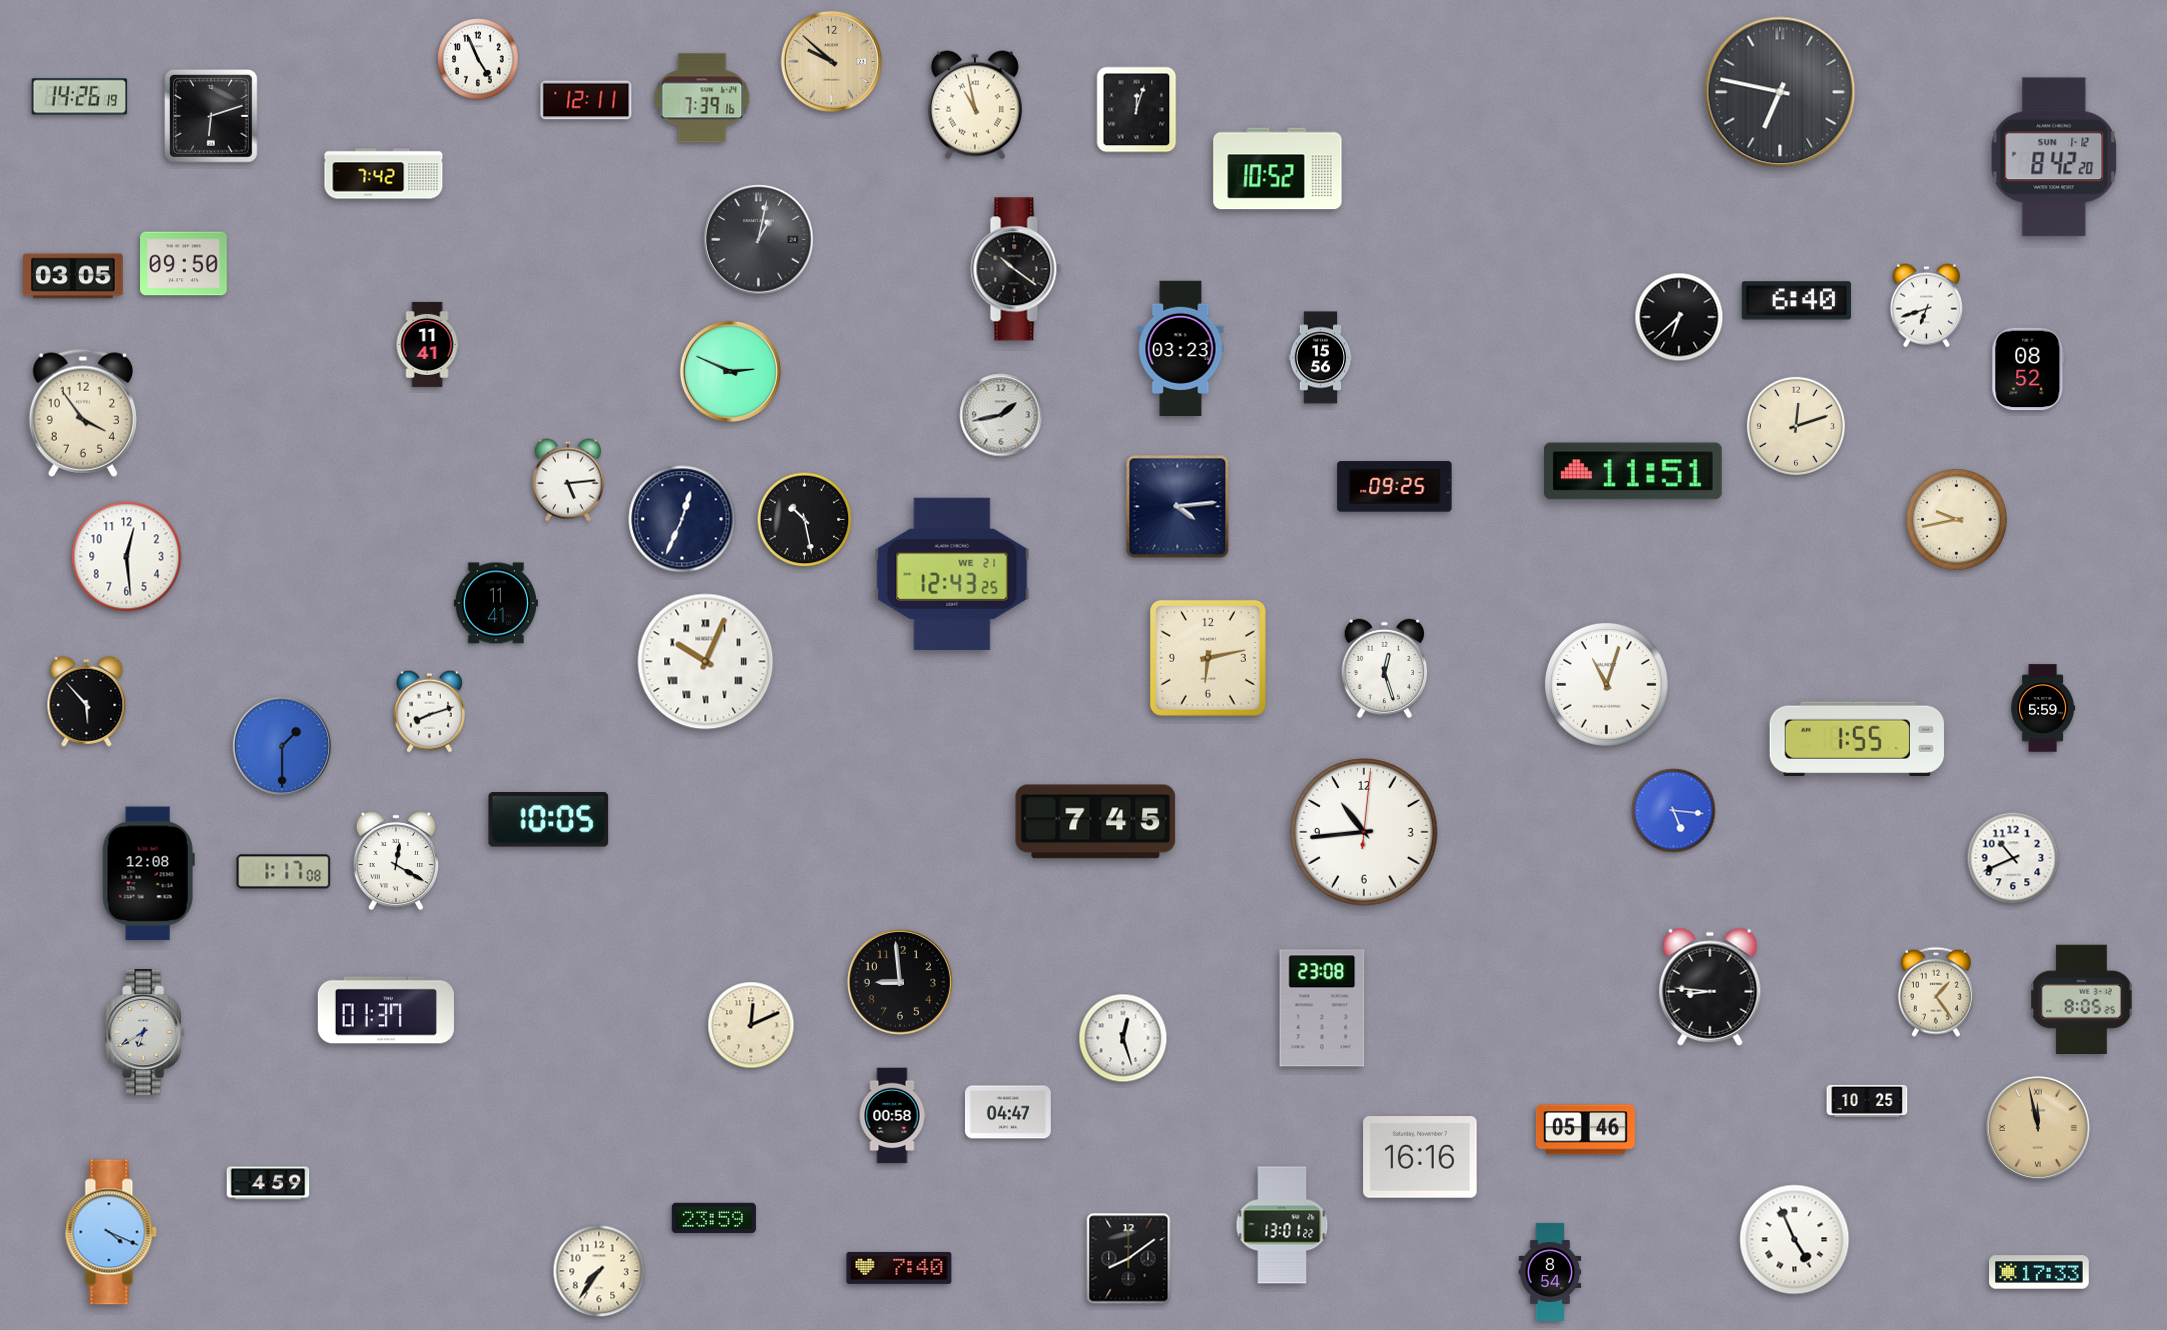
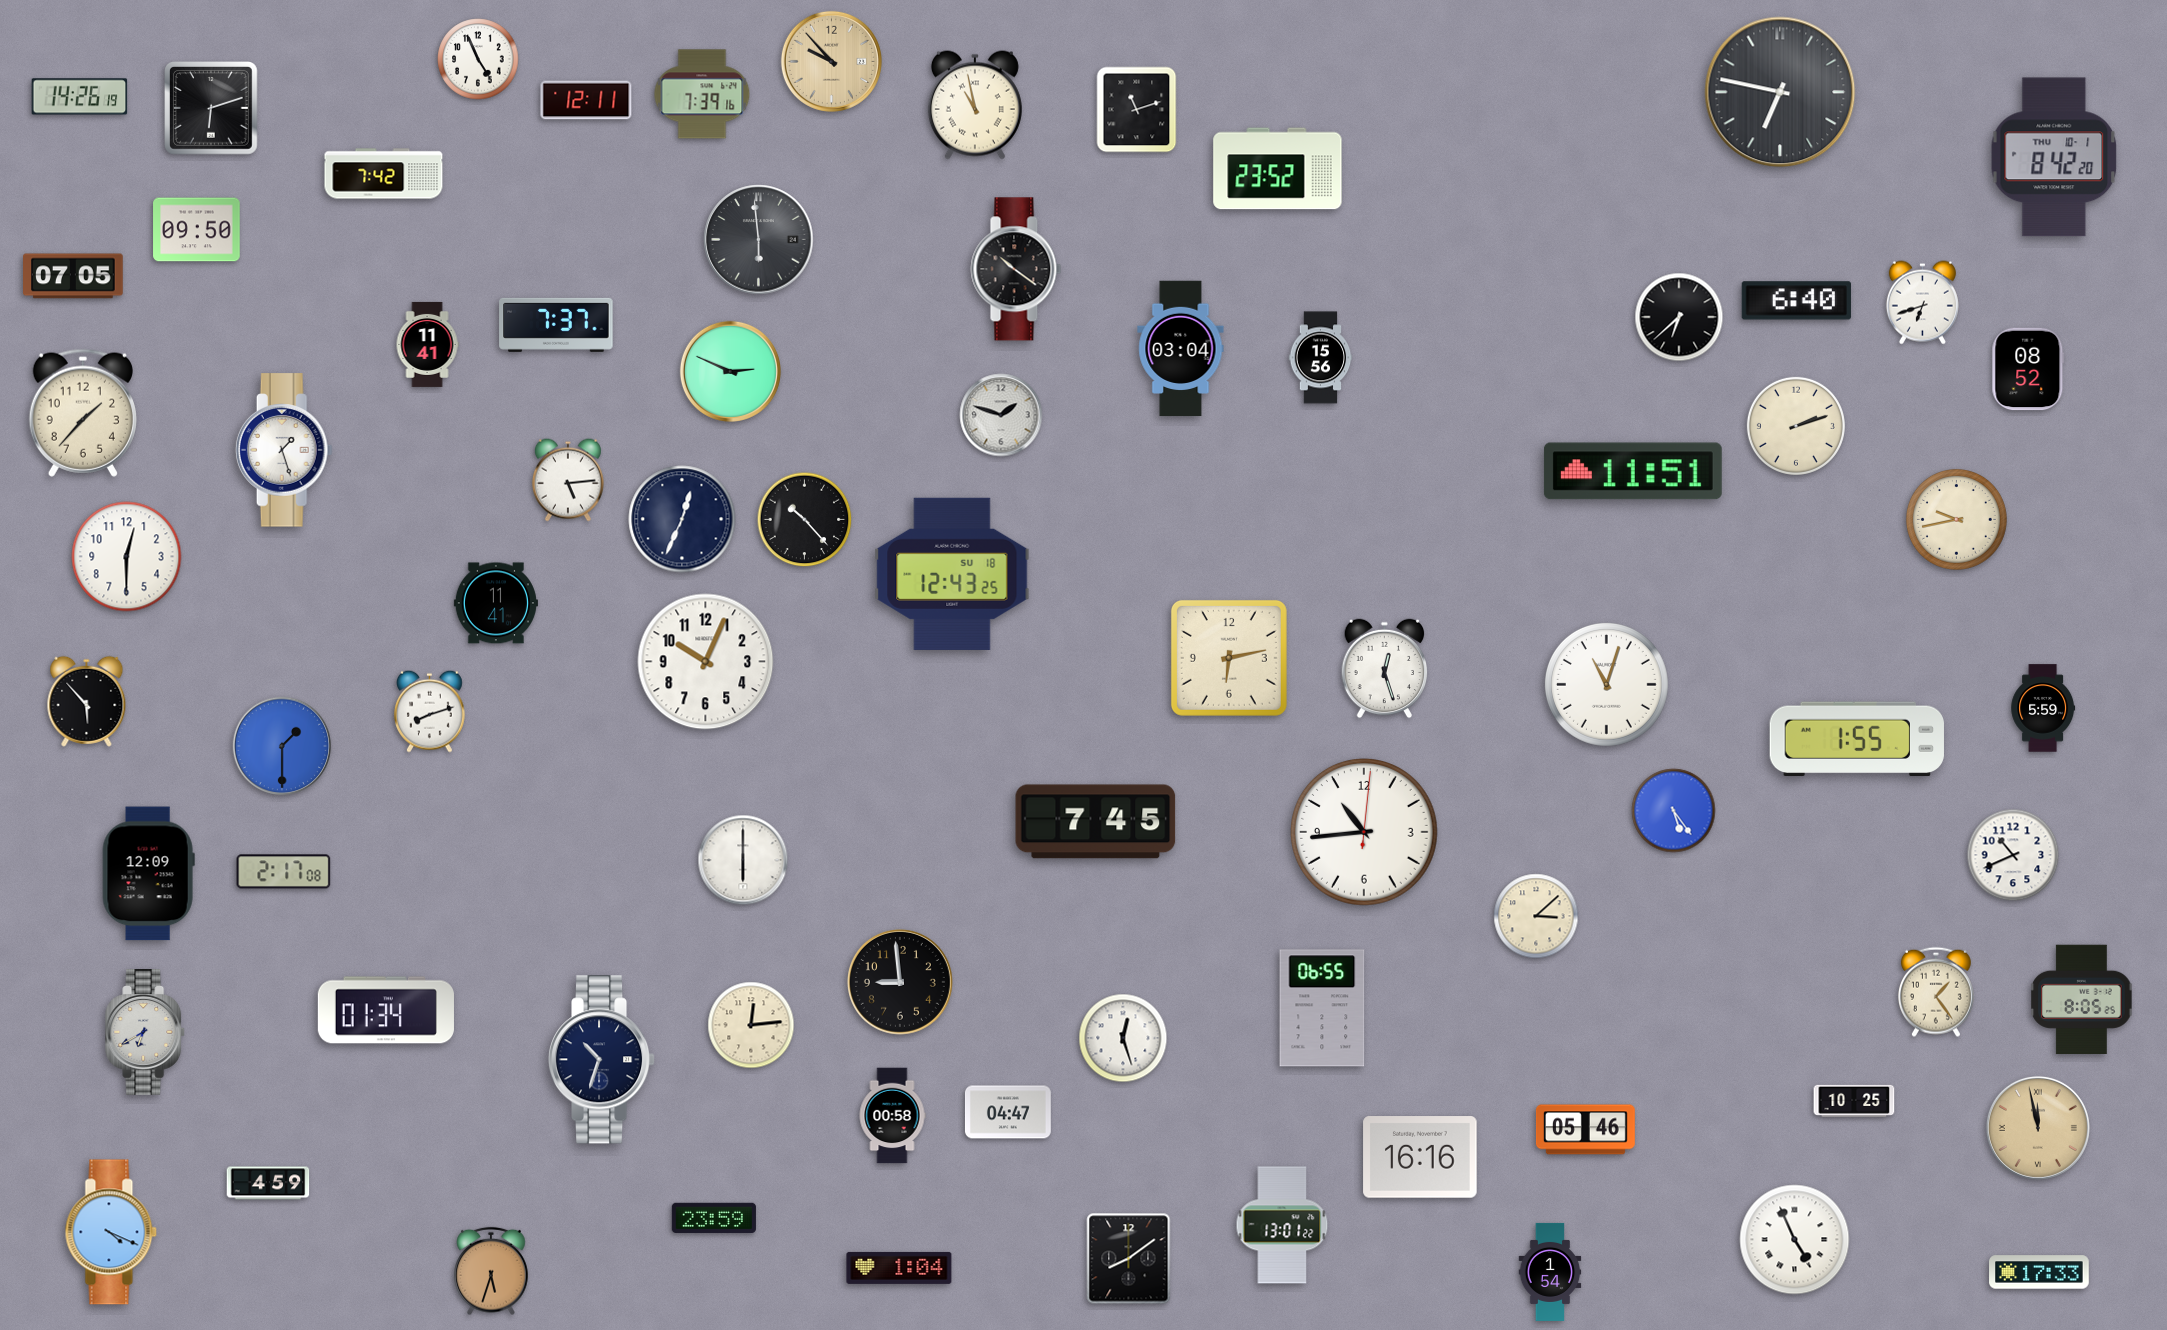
clock at (831, 61): 9:52 -> 9:53
clock at (702, 98) position: (702, 98) -> (702, 94)
clock at (1137, 110): 12:03 -> 11:12
clock at (212, 117) position: (212, 117) -> (212, 109)
clock at (2054, 157) date: SUN 1-12 -> THU 10-1
clock at (1278, 169): 10:52 -> 23:52
clock at (759, 240): 1:02 -> 5:59
clock at (184, 264) position: (184, 264) -> (197, 230)
clock at (74, 276): 03:05 -> 07:05
clock at (1926, 306) position: (1926, 306) -> (1922, 303)
clock at (556, 325): none -> 7:37
clock at (1181, 349): 03:23 -> 03:04
clock at (83, 413): 3:54 -> 1:37
clock at (1001, 415): 1:43 -> 1:48
clock at (1796, 426): 12:12 -> 2:12
clock at (284, 450): none -> 1:27
clock at (1395, 487): 09:25 -> none
clock at (1178, 507): 4:14 -> none
clock at (805, 520): 10:28 -> 10:23
clock at (127, 557): 12:29 -> 12:30
clock at (952, 574) date: WE 21 -> SU 18
clock at (1208, 658) position: (1208, 658) -> (1229, 658)
clock at (706, 662) numerals: Roman -> Arabic
clock at (1674, 811): 5:16 -> 5:24
clock at (549, 820): 10:05 -> none
clock at (2013, 858) position: (2013, 858) -> (2013, 855)
clock at (743, 860): none -> 6:00
clock at (395, 861): 12:20 -> none
clock at (284, 872): 1:17 -> 2:17
clock at (148, 874): 12:08 -> 12:09
clock at (1536, 916): none -> 3:08
clock at (1710, 987): 8:46 -> none
clock at (1322, 1008): 23:08 -> 06:55
clock at (386, 1010): 01:37 -> 01:34
clock at (751, 1025): 12:11 -> 12:14
clock at (602, 1060): none -> 10:33
clock at (1867, 1101) position: (1867, 1101) -> (1854, 1101)
clock at (899, 1268): 7:40 -> 1:04
clock at (491, 1271): none -> 5:33
clock at (599, 1271): 7:36 -> none
clock at (1550, 1272): 8:54 -> 1:54
